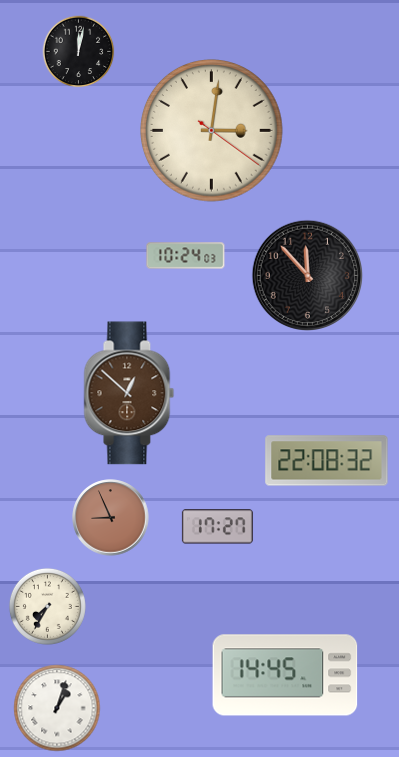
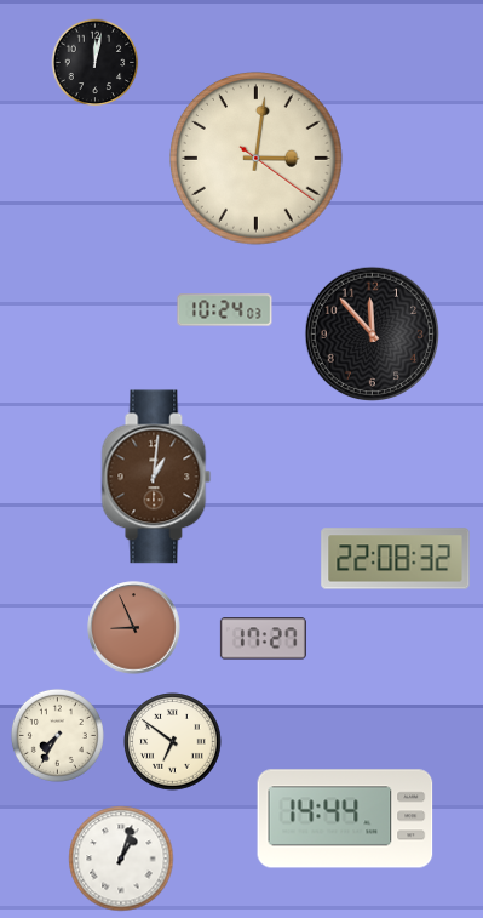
clock at (129, 393): 12:52 -> 1:01
clock at (173, 742): none -> 6:51
clock at (285, 675): 14:45 -> 14:44
clock at (57, 708) position: (57, 708) -> (121, 859)
